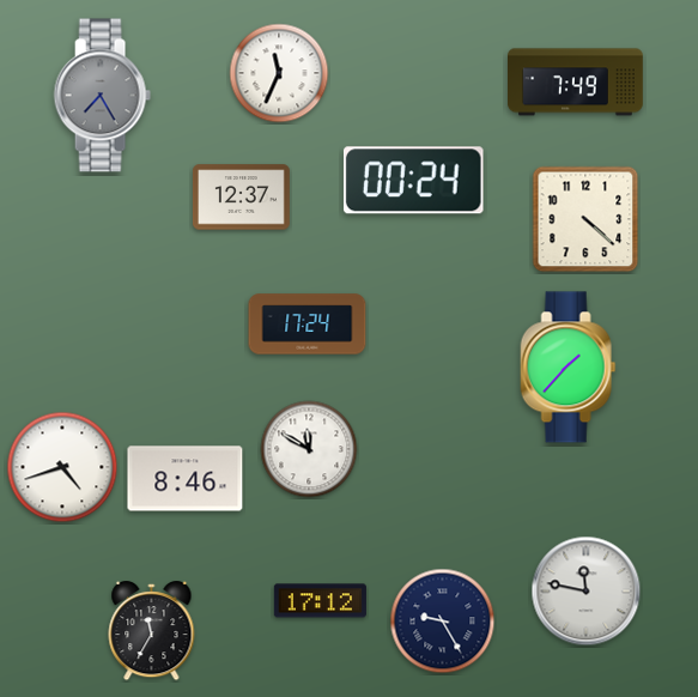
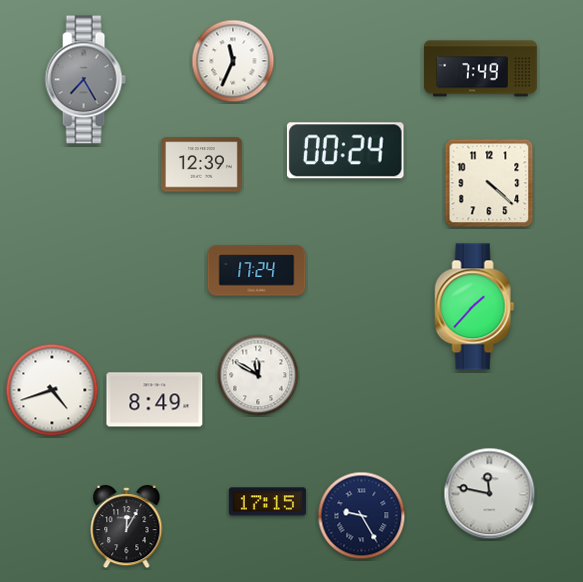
clock at (241, 198): 12:37 -> 12:39
clock at (186, 479): 8:46 -> 8:49
clock at (320, 601): 17:12 -> 17:15
clock at (443, 622) position: (443, 622) -> (362, 516)
clock at (152, 632): 11:35 -> 12:05
